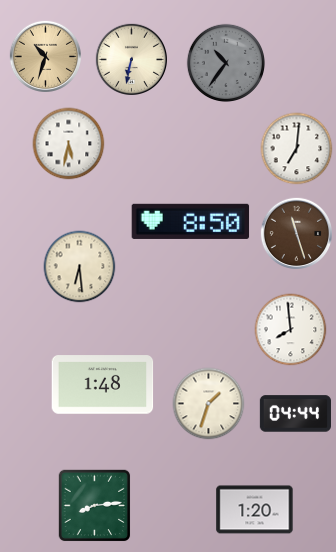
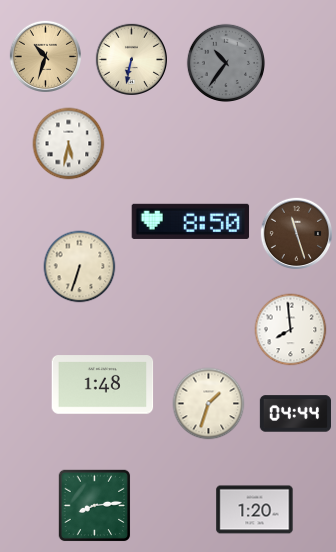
clock at (297, 149): 7:01 -> none
clock at (80, 267): 6:29 -> 6:33
